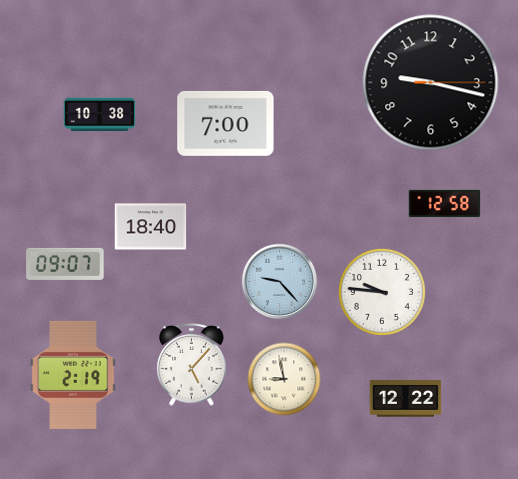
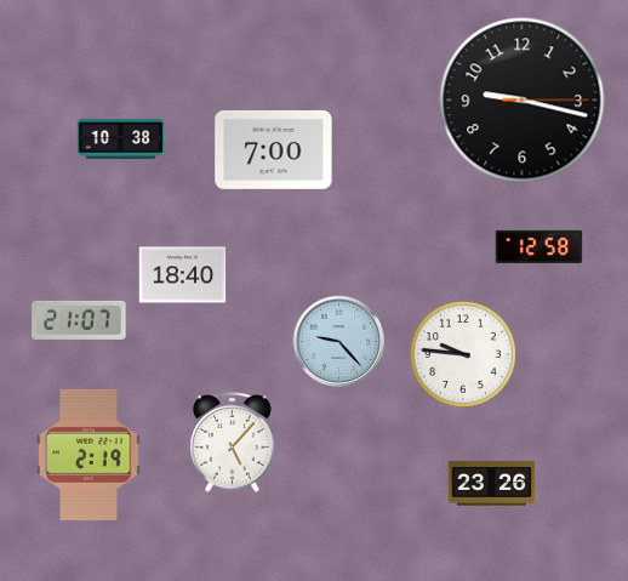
clock at (65, 264): 09:07 -> 21:07
clock at (284, 379): 8:58 -> none
clock at (406, 399): 12:22 -> 23:26
